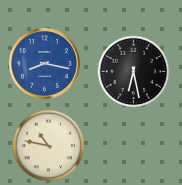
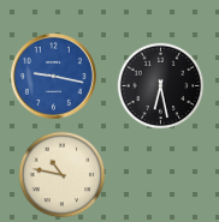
clock at (44, 63): 8:17 -> 9:17
clock at (49, 146) position: (49, 146) -> (63, 175)
